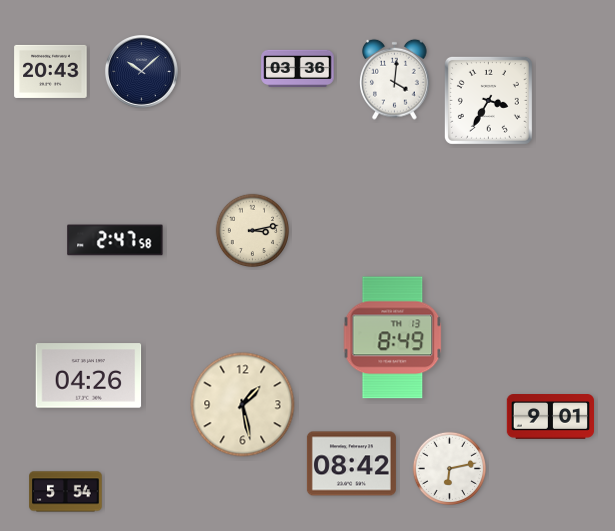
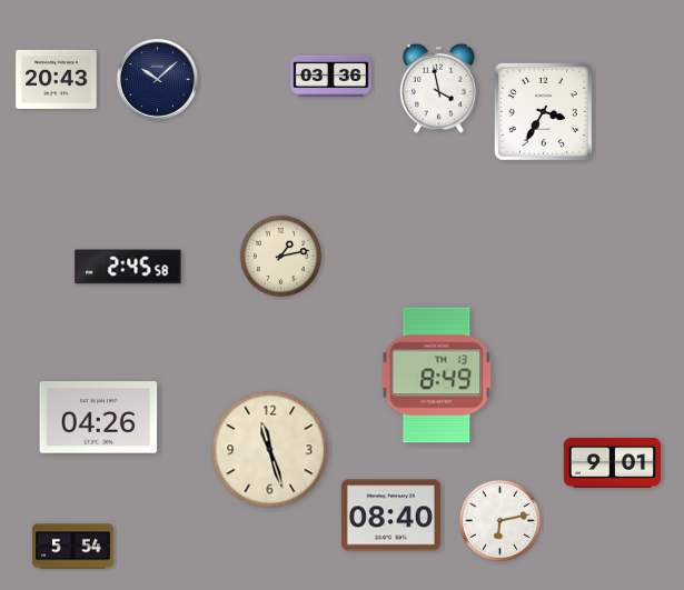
clock at (395, 79): 4:01 -> 3:58
clock at (252, 230): 3:13 -> 1:13
clock at (115, 240): 2:47 -> 2:45
clock at (243, 405): 1:28 -> 11:27
clock at (351, 464): 08:42 -> 08:40
